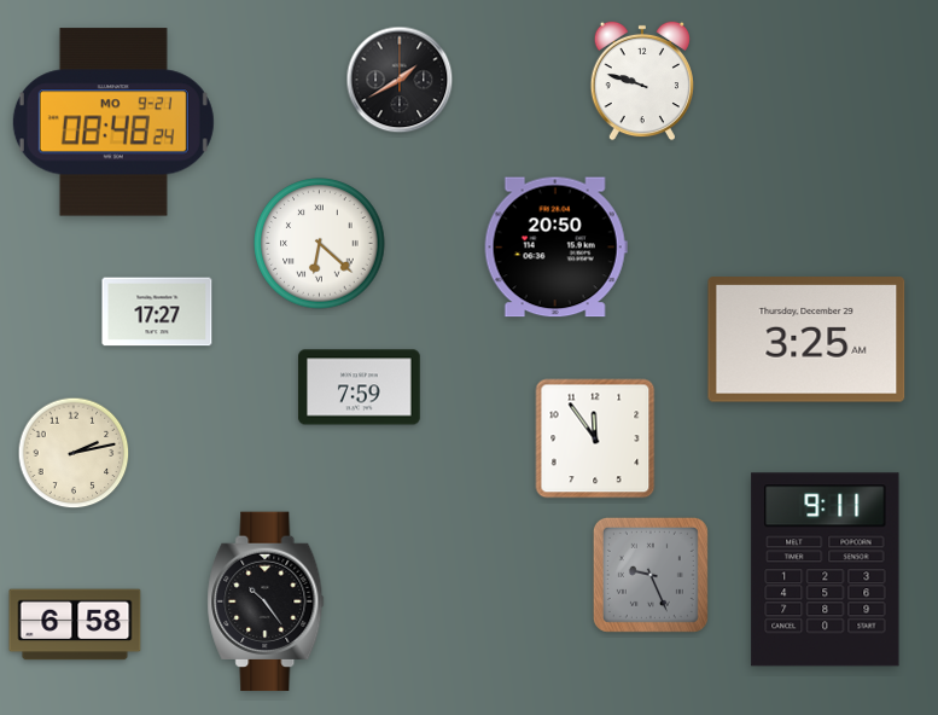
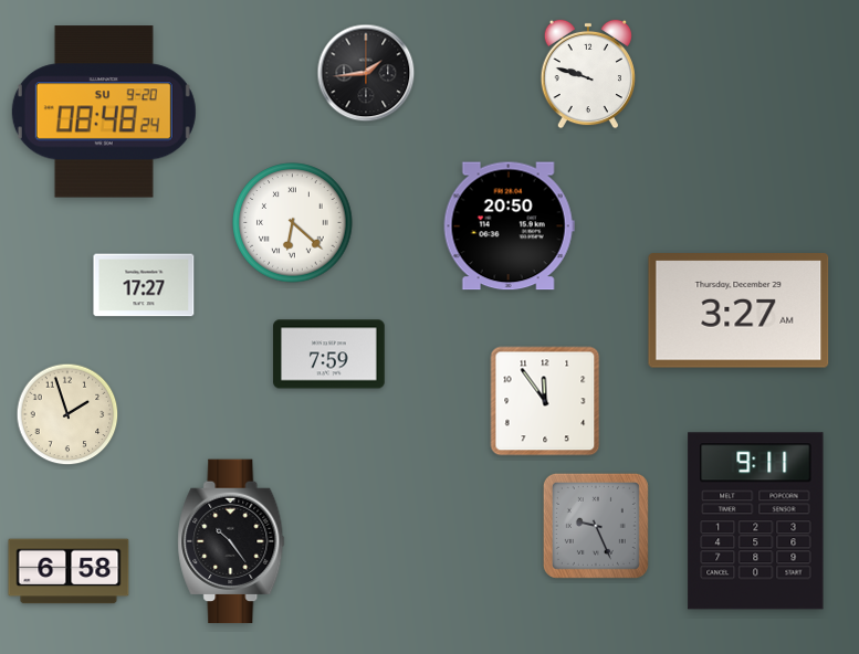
clock at (400, 80): 1:40 -> 1:44
clock at (113, 122) date: MO 9-21 -> SU 9-20
clock at (806, 339): 3:25 -> 3:27
clock at (74, 453): 2:13 -> 1:57
clock at (266, 601) position: (266, 601) -> (231, 541)
